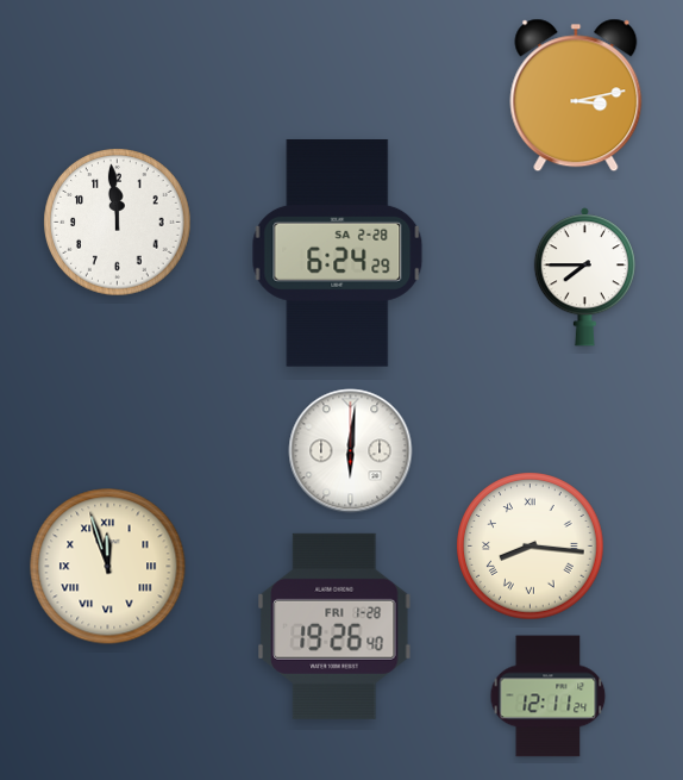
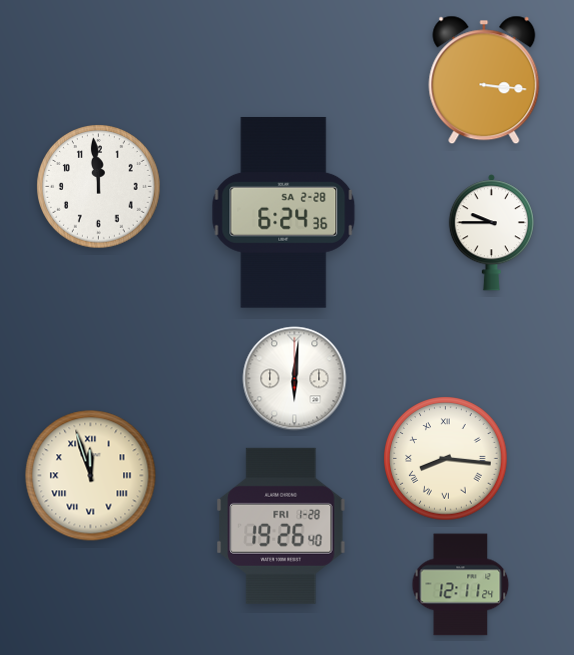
clock at (576, 95): 3:13 -> 3:16
clock at (338, 252): 6:24:29 -> 6:24:36
clock at (584, 277): 7:45 -> 9:45
